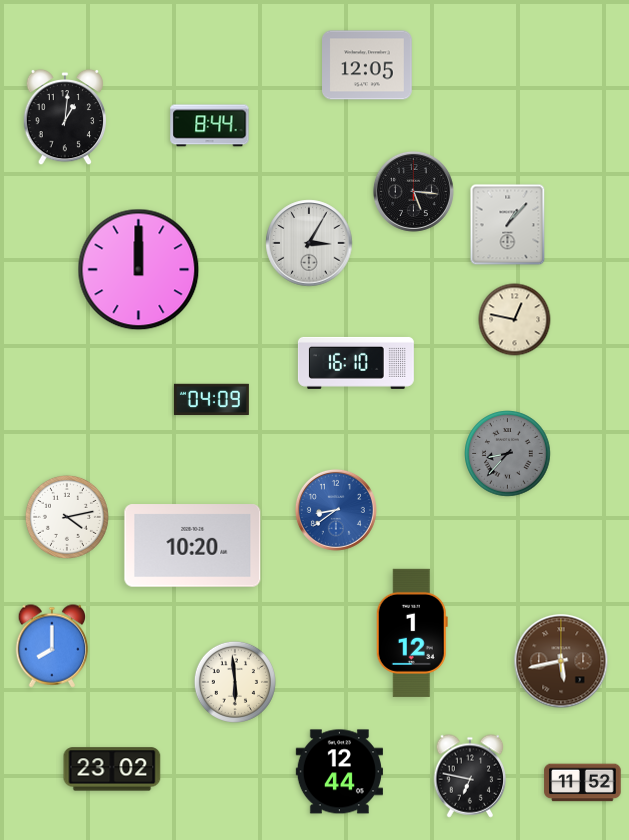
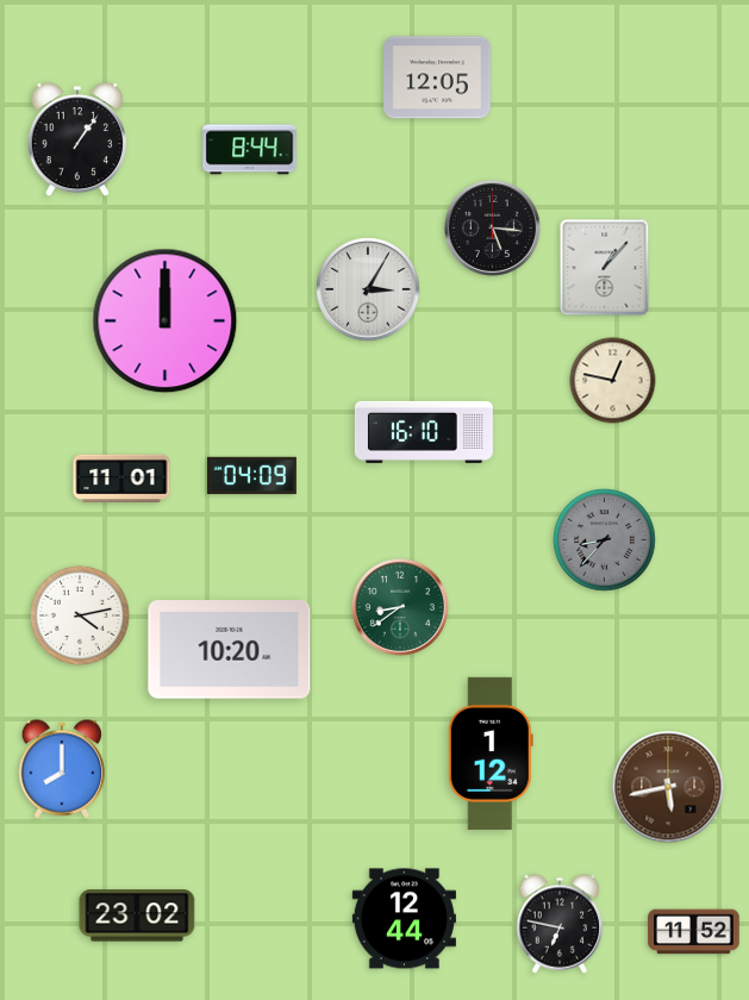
clock at (64, 117): 1:01 -> 1:06
clock at (121, 477): none -> 11:01
clock at (336, 510) dial: blue -> green
clock at (235, 682): 5:59 -> none
clock at (112, 769) position: (112, 769) -> (137, 915)
